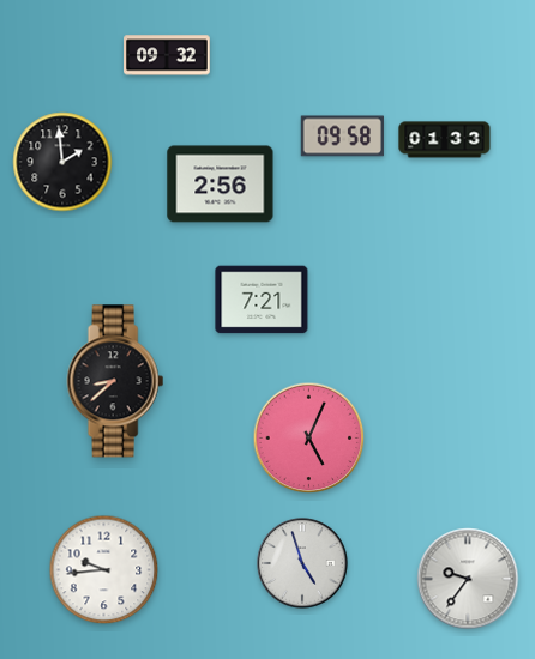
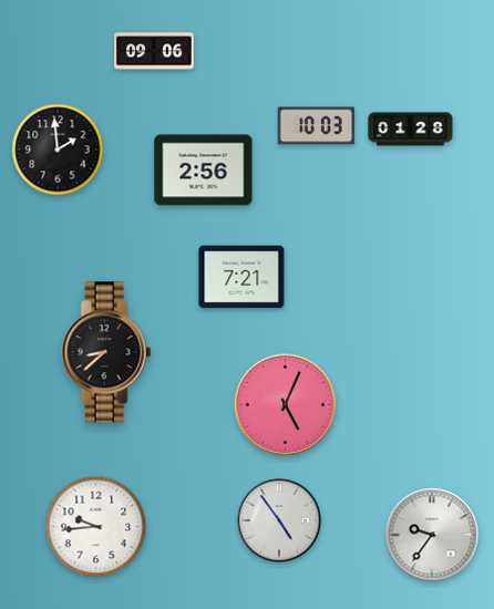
clock at (168, 55): 09:32 -> 09:06
clock at (342, 137): 09:58 -> 10:03
clock at (445, 140): 01:33 -> 01:28
clock at (302, 563): 4:57 -> 4:54
